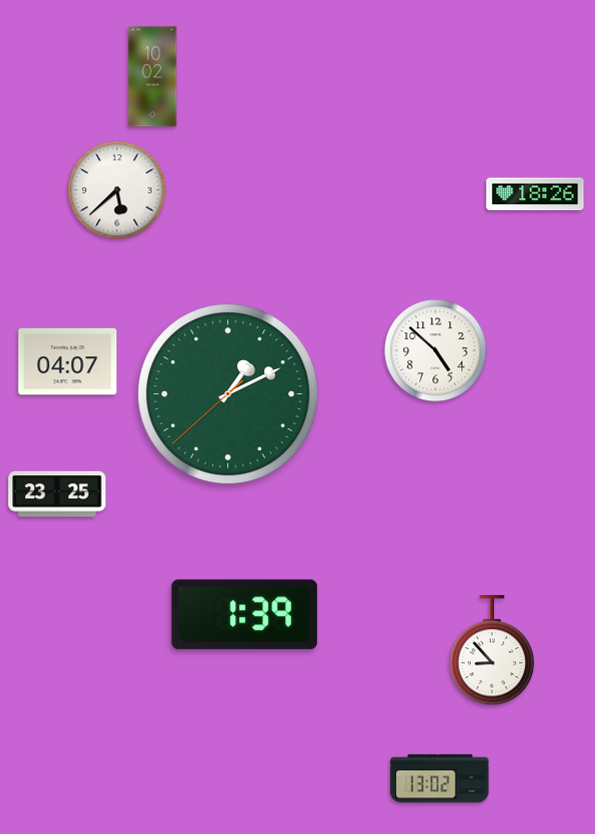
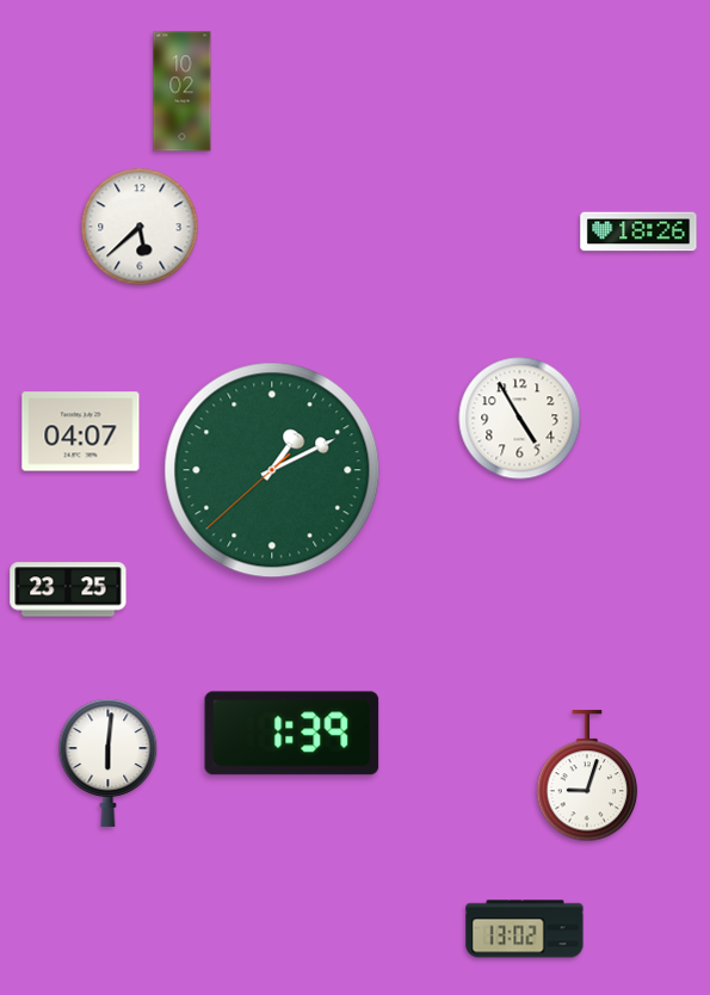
clock at (436, 351): 4:52 -> 4:55
clock at (109, 762): none -> 6:01
clock at (492, 651): 8:53 -> 9:03
